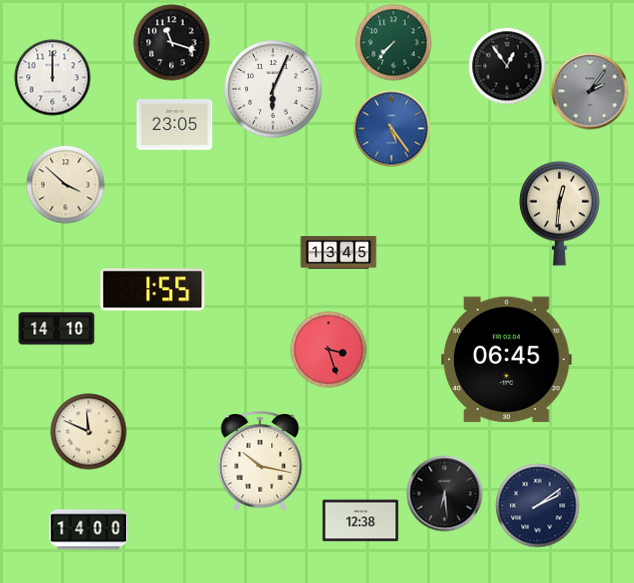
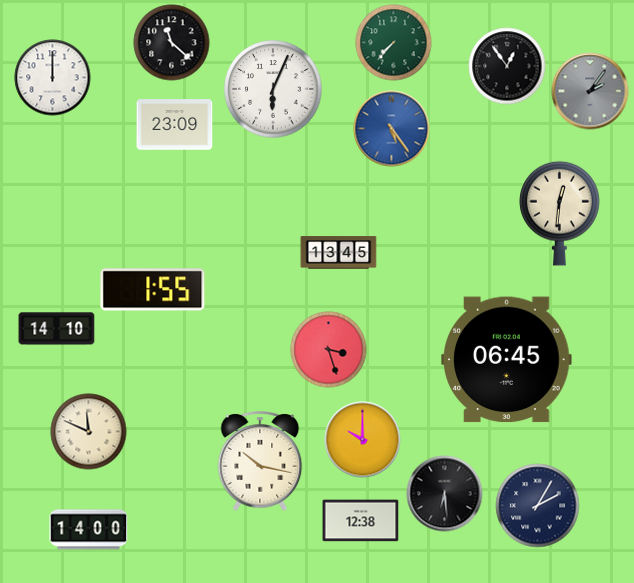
clock at (172, 43): 11:18 -> 11:22
clock at (175, 125): 23:05 -> 23:09
clock at (66, 185): 3:52 -> none
clock at (363, 440): none -> 10:00
clock at (538, 506): 2:09 -> 2:05
